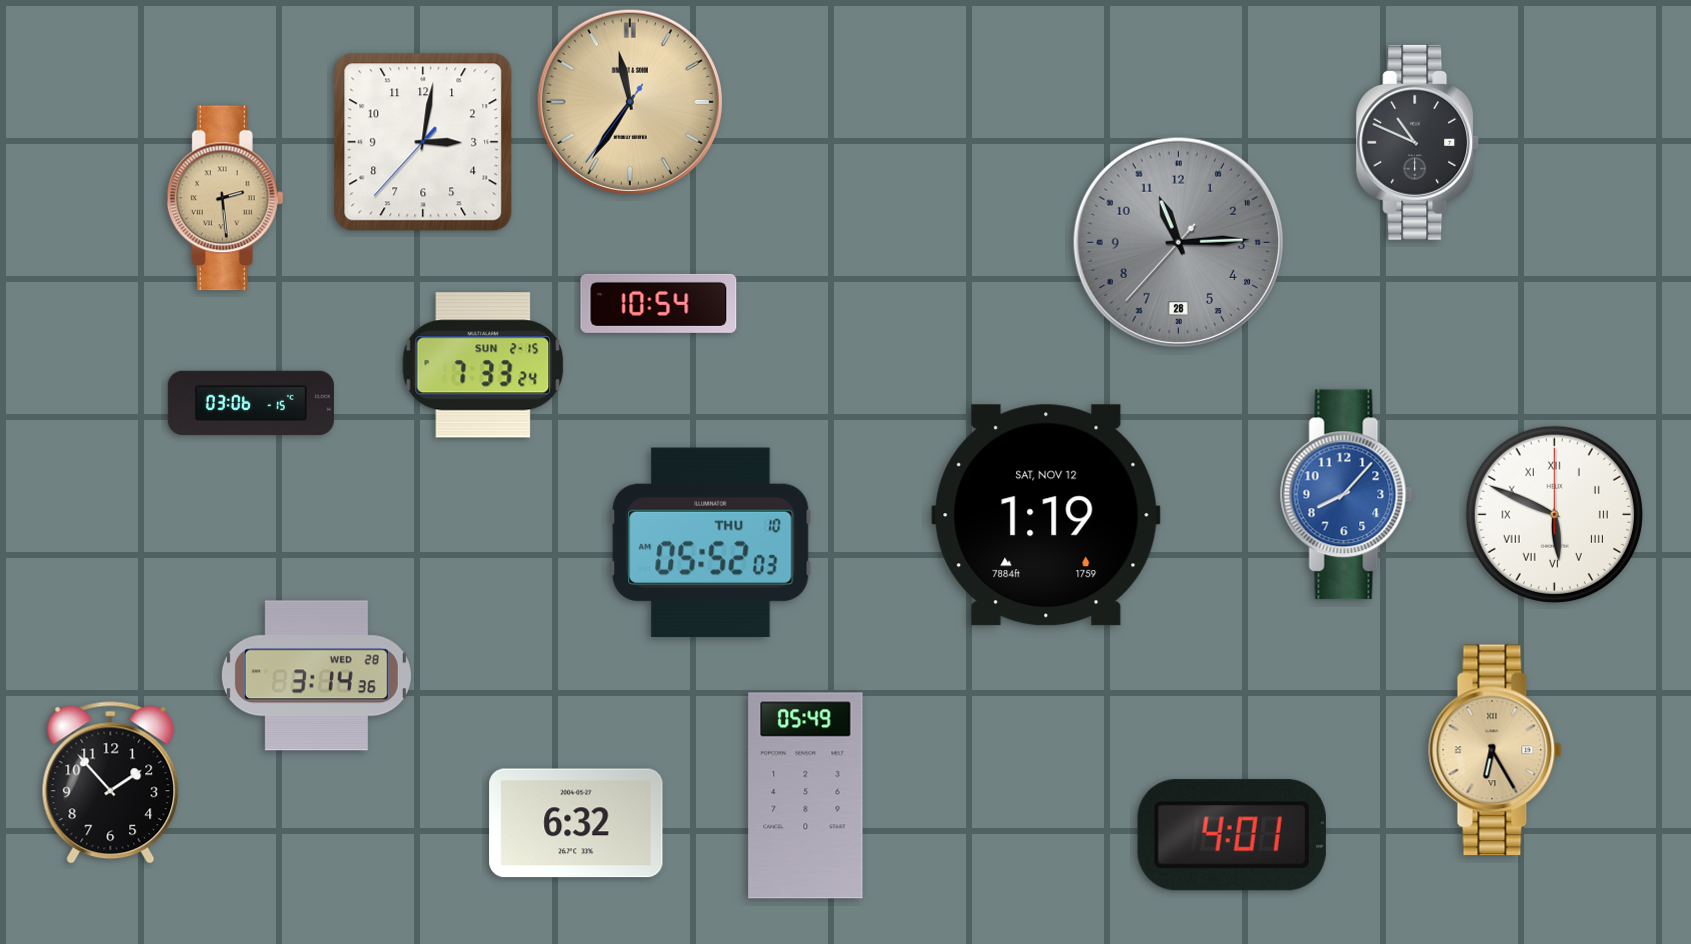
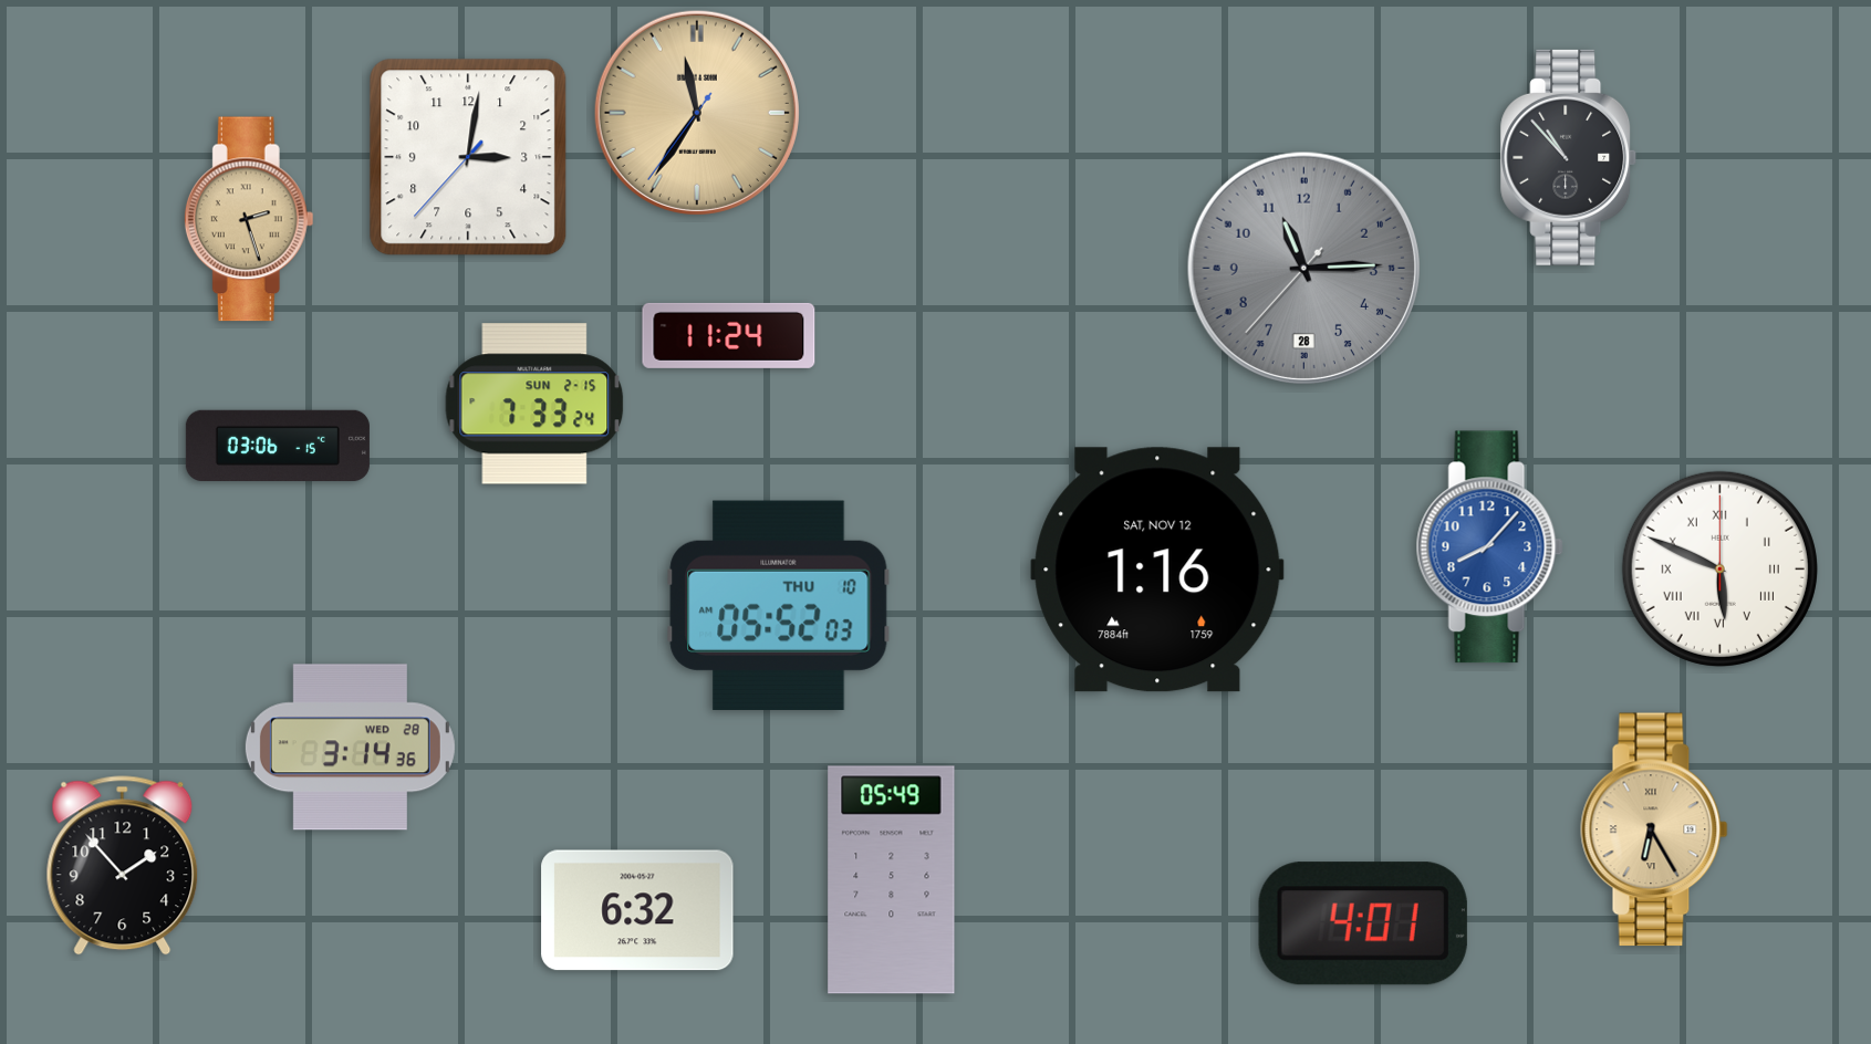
clock at (1418, 142): 10:49 -> 10:53
clock at (225, 198): 2:29 -> 2:27
clock at (659, 303): 10:54 -> 11:24
clock at (1046, 515): 1:19 -> 1:16
clock at (711, 542) position: (711, 542) -> (779, 605)
